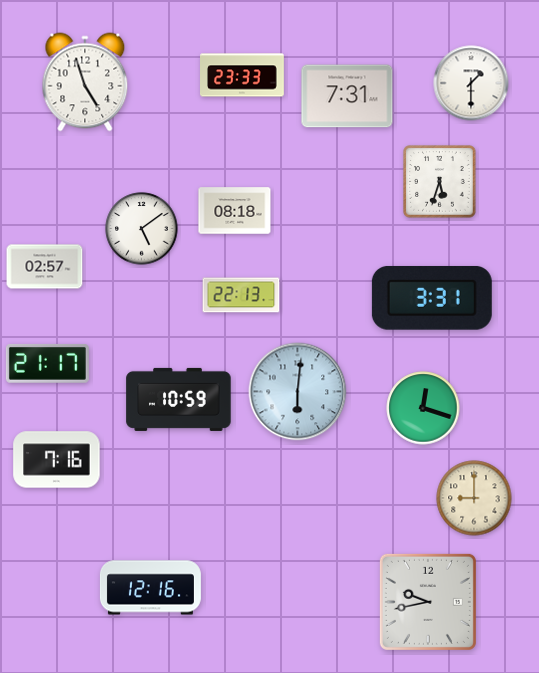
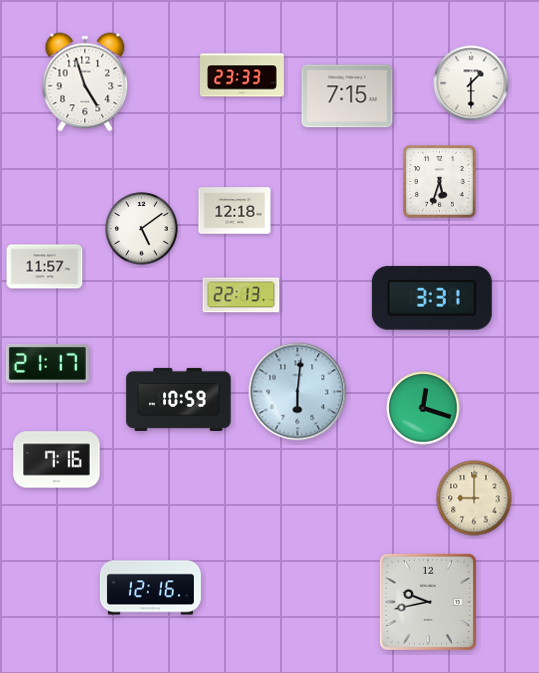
clock at (347, 96): 7:31 -> 7:15
clock at (235, 211): 08:18 -> 12:18
clock at (45, 267): 02:57 -> 11:57
